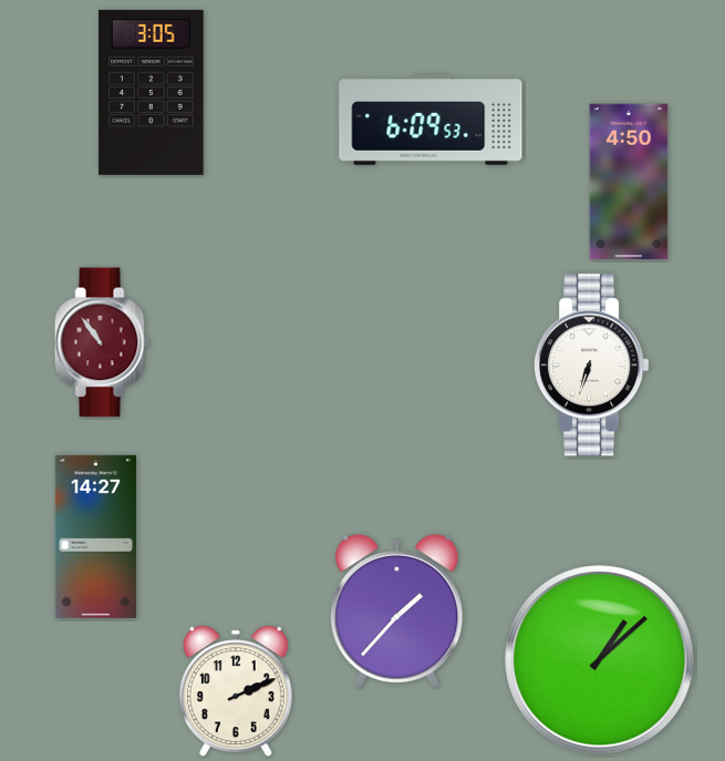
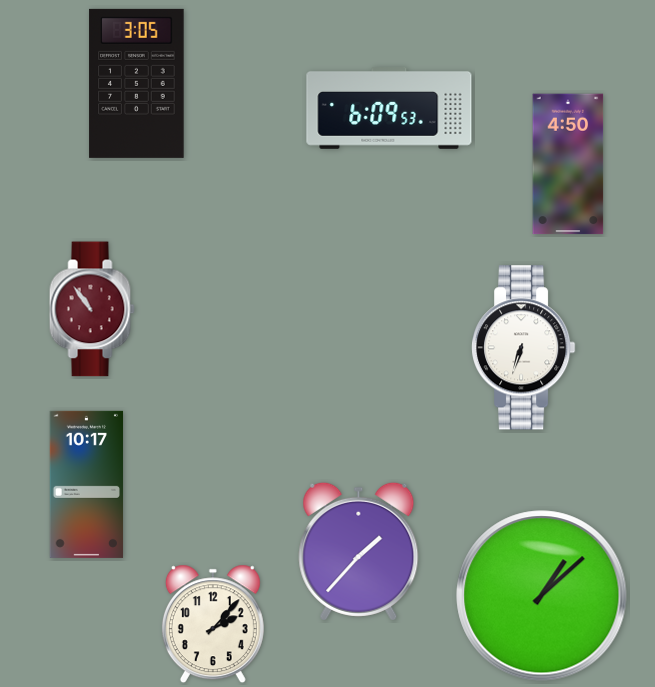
clock at (592, 366) position: (592, 366) -> (524, 348)
clock at (96, 536): 14:27 -> 10:17
clock at (236, 691): 2:11 -> 2:07
